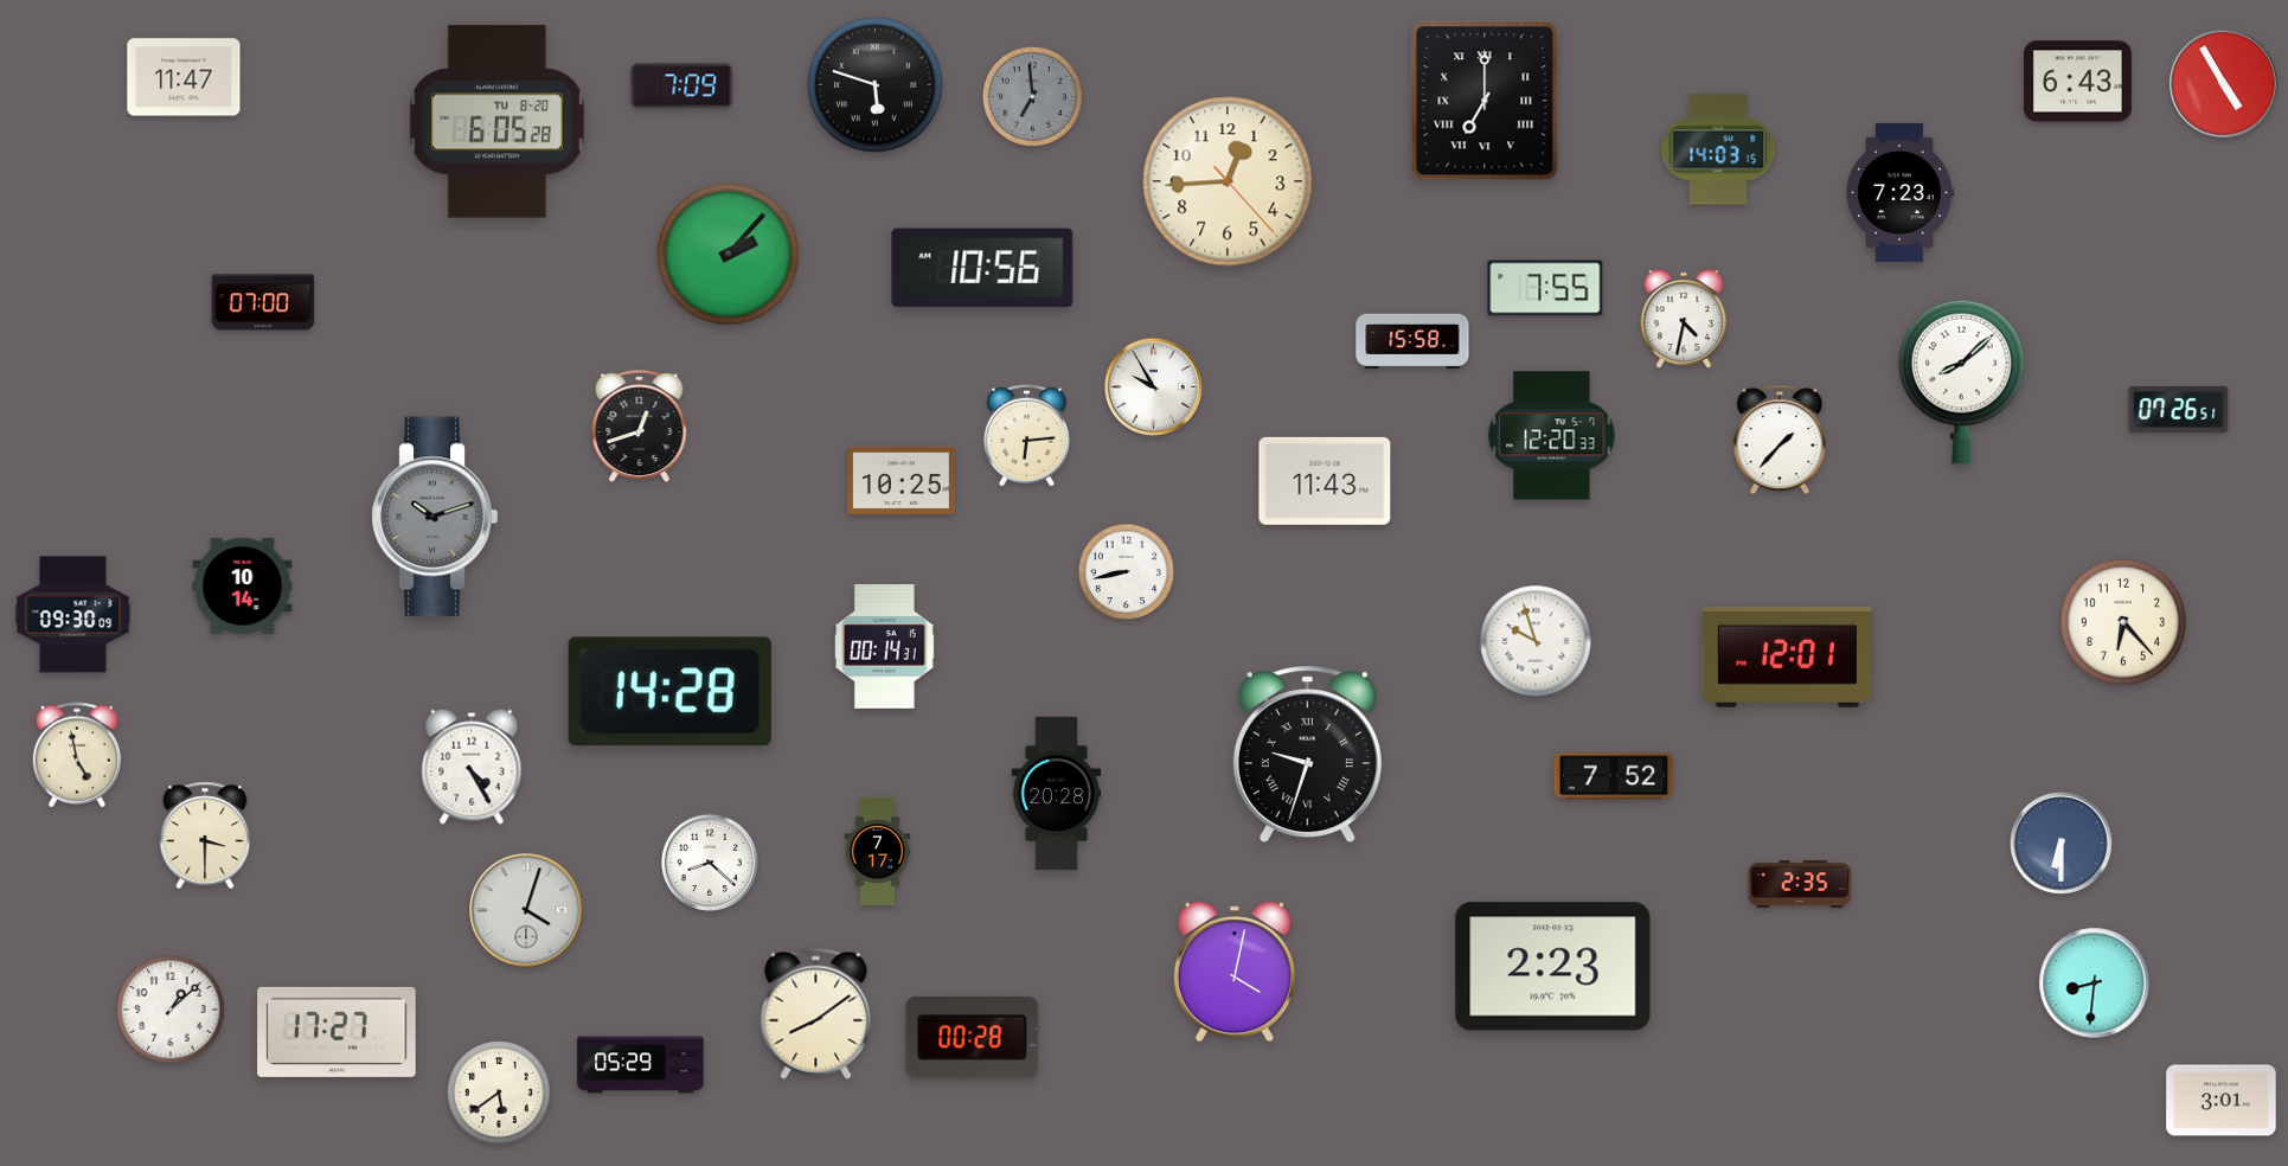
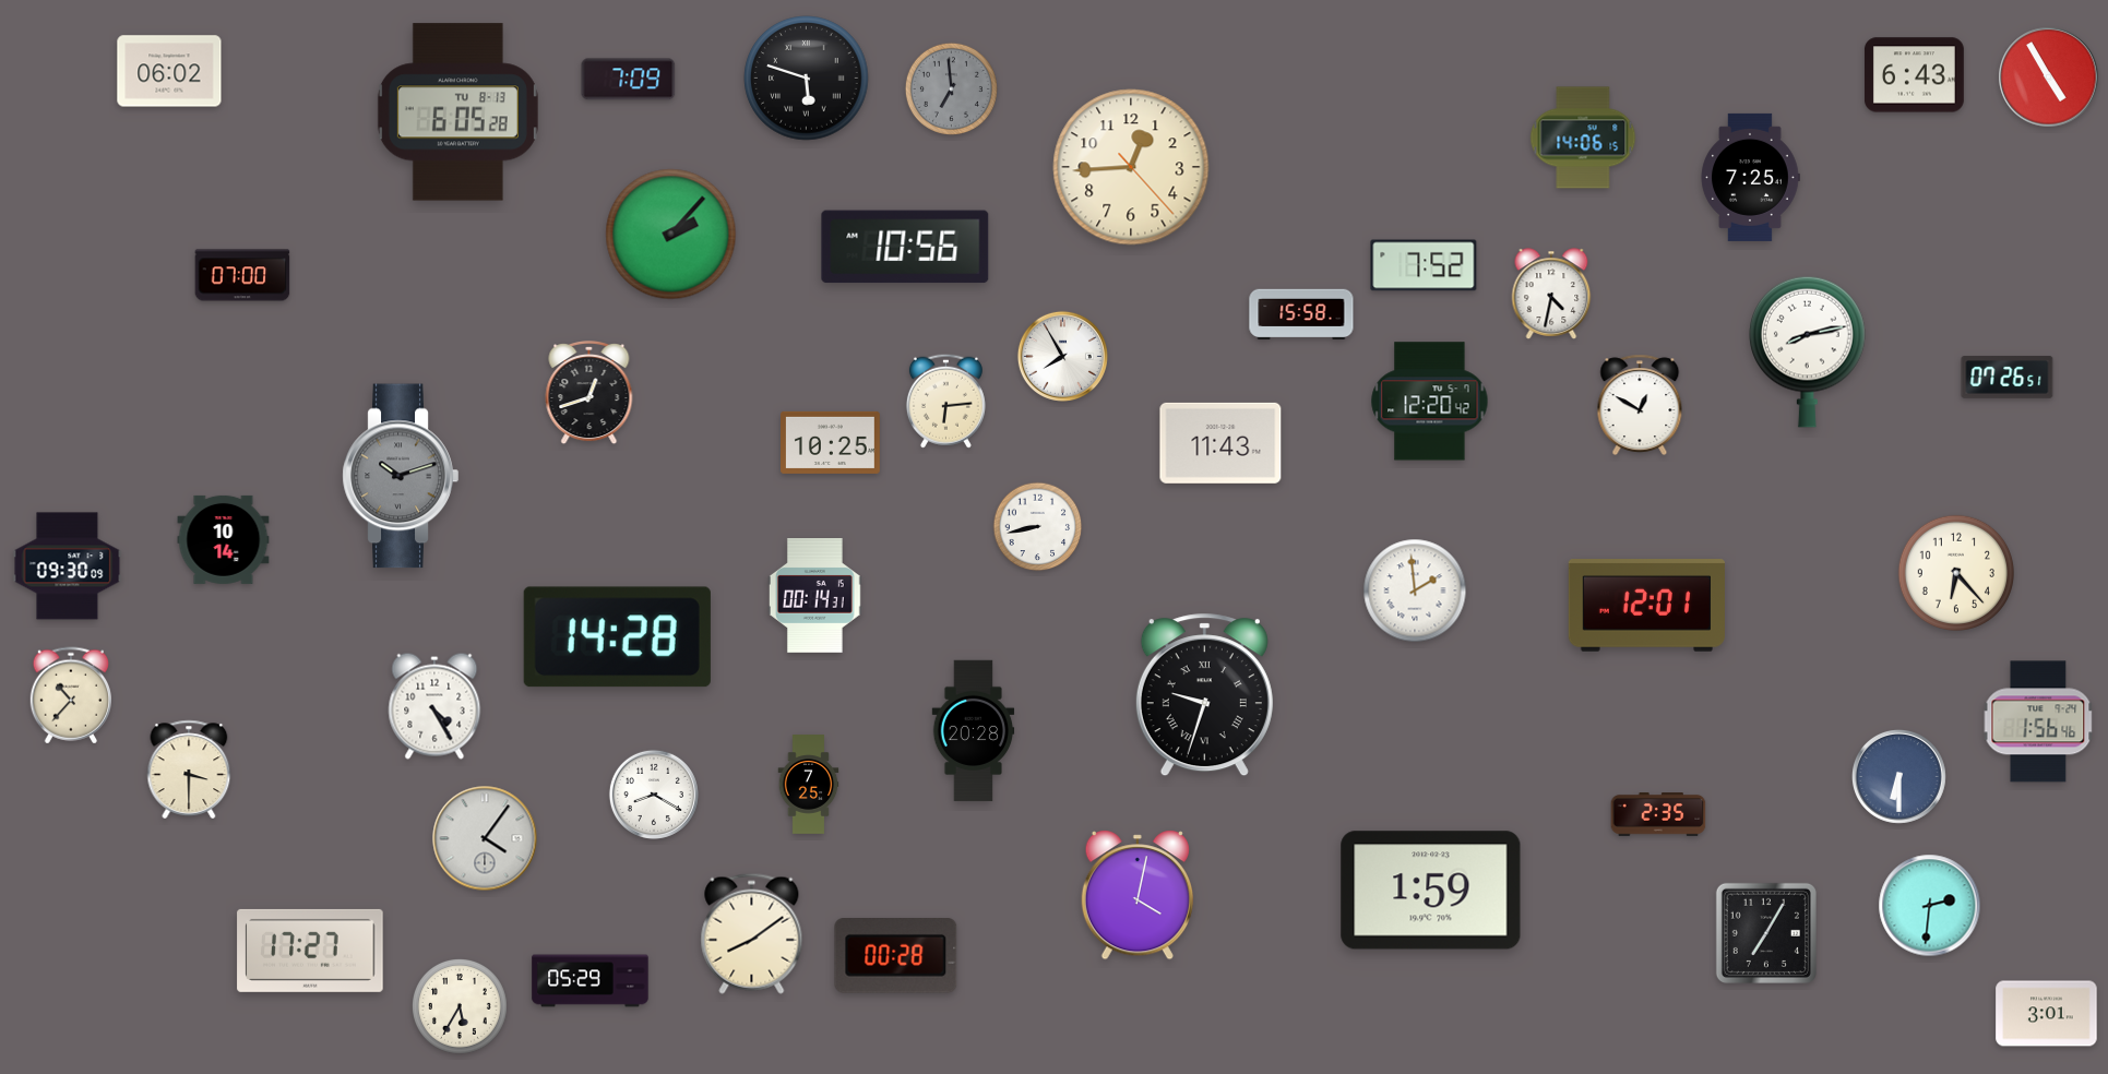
clock at (184, 77): 11:47 -> 06:02
clock at (1485, 101): 7:00 -> none
clock at (496, 122) date: TU 8-20 -> TU 8-13
clock at (1718, 149): 14:03 -> 14:06
clock at (1899, 192): 7:23 -> 7:25
clock at (1545, 288): 7:55 -> 7:52
clock at (263, 302) position: (263, 302) -> (242, 275)
clock at (1962, 382): 8:08 -> 8:13
clock at (1153, 386): 9:55 -> 7:55
clock at (1552, 436): 12:20:33 -> 12:20:42
clock at (1780, 440): 1:37 -> 12:50
clock at (1536, 641): 9:57 -> 1:59
clock at (76, 755): 4:58 -> 10:37
clock at (1614, 776): 7:52 -> none
clock at (2038, 721): none -> 1:56
clock at (878, 852): 7:17 -> 7:25
clock at (710, 863): 8:22 -> 8:20
clock at (526, 910): 4:03 -> 4:06
clock at (1553, 967): 2:23 -> 1:59
clock at (2095, 984): 8:31 -> 2:31
clock at (171, 1010): 1:08 -> none
clock at (1766, 933): none -> 7:05
clock at (500, 1094): 5:39 -> 5:35
